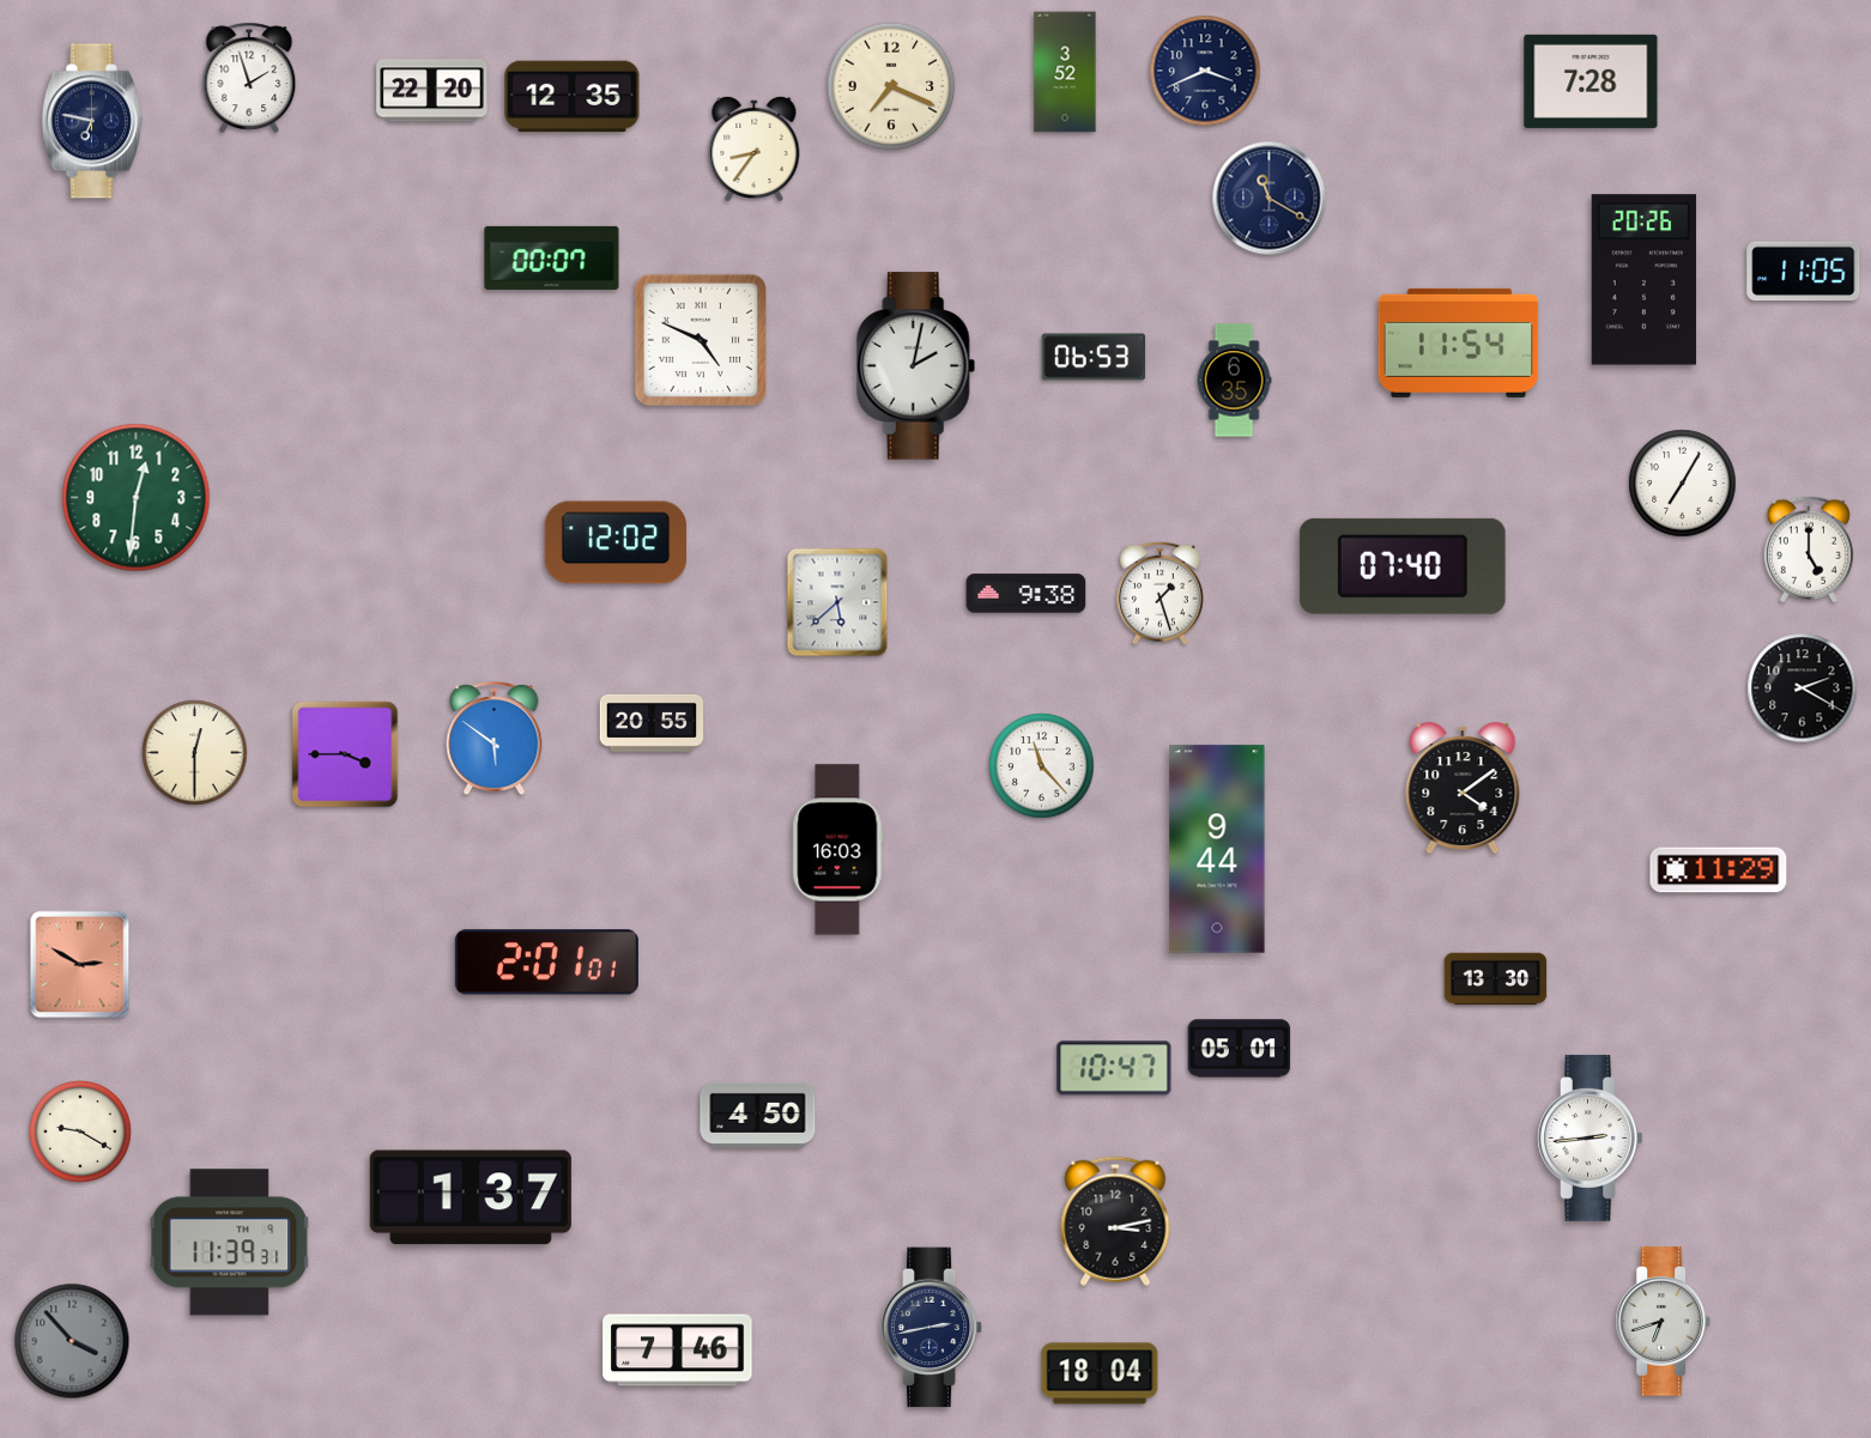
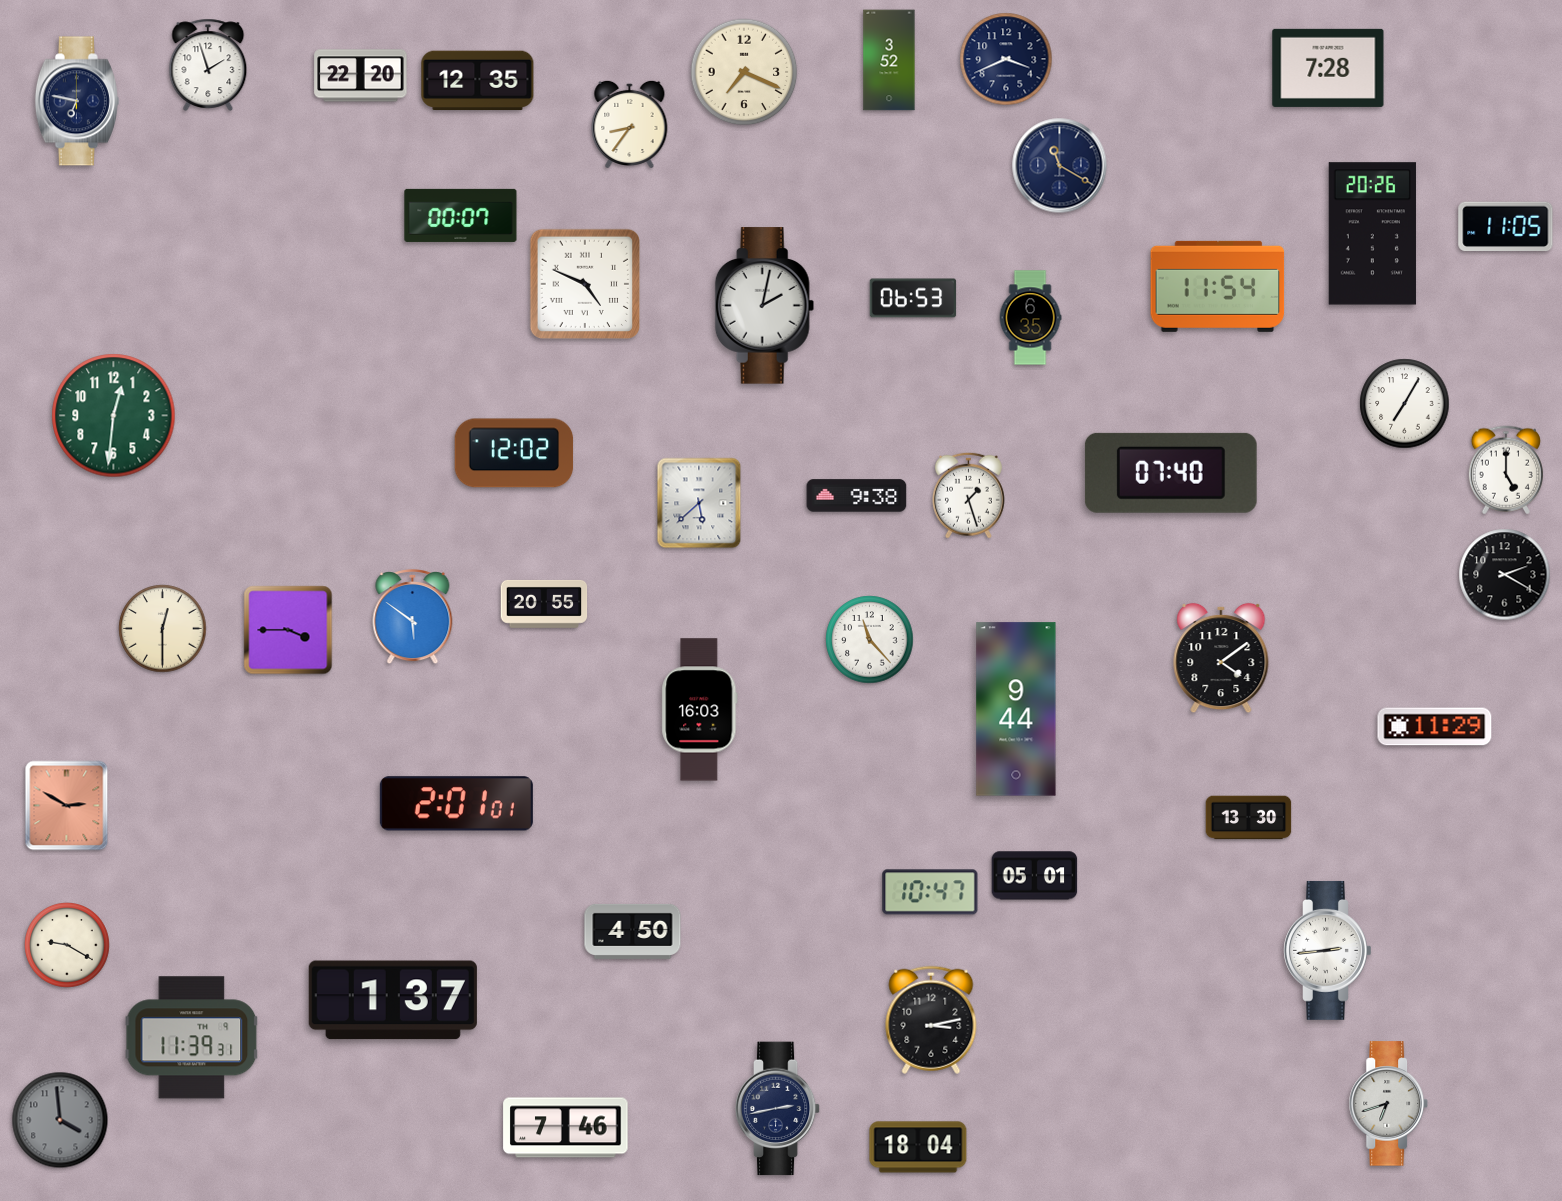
clock at (1809, 550) position: (1809, 550) -> (1506, 470)
clock at (72, 1341): 3:53 -> 3:59
